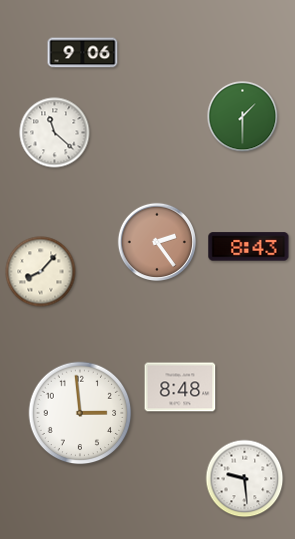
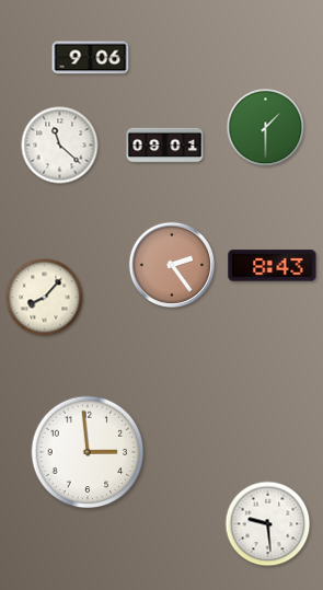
clock at (165, 146): none -> 09:01
clock at (249, 247) position: (249, 247) -> (273, 266)
clock at (180, 387): 8:48 -> none
